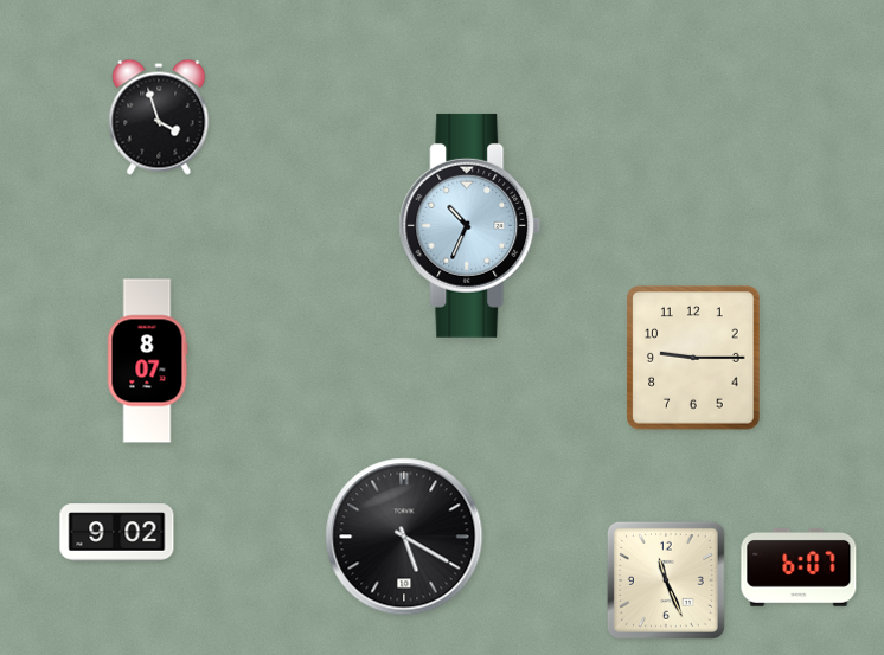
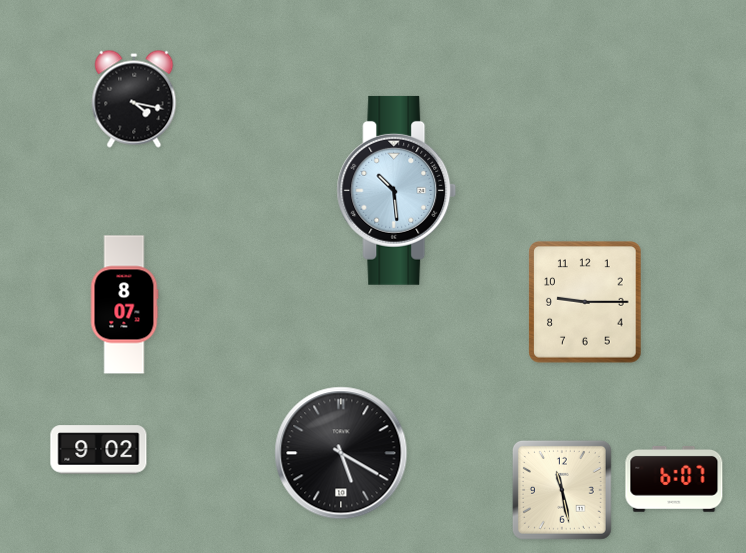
clock at (159, 117): 3:57 -> 4:17
clock at (470, 225): 10:34 -> 10:29
clock at (666, 580): 11:26 -> 11:28
